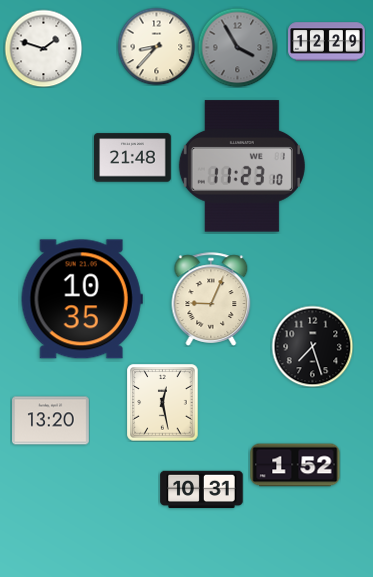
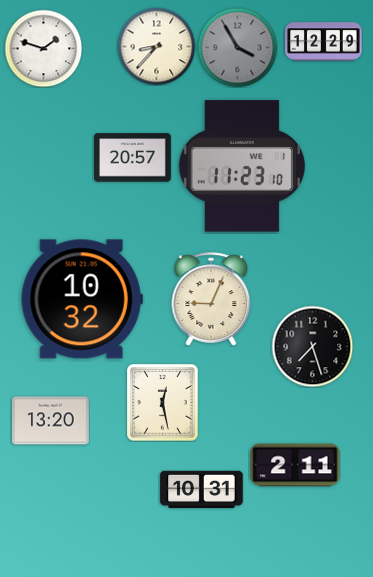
clock at (327, 42) position: (327, 42) -> (324, 42)
clock at (133, 158): 21:48 -> 20:57
clock at (82, 299): 10:35 -> 10:32
clock at (295, 465): 1:52 -> 2:11
